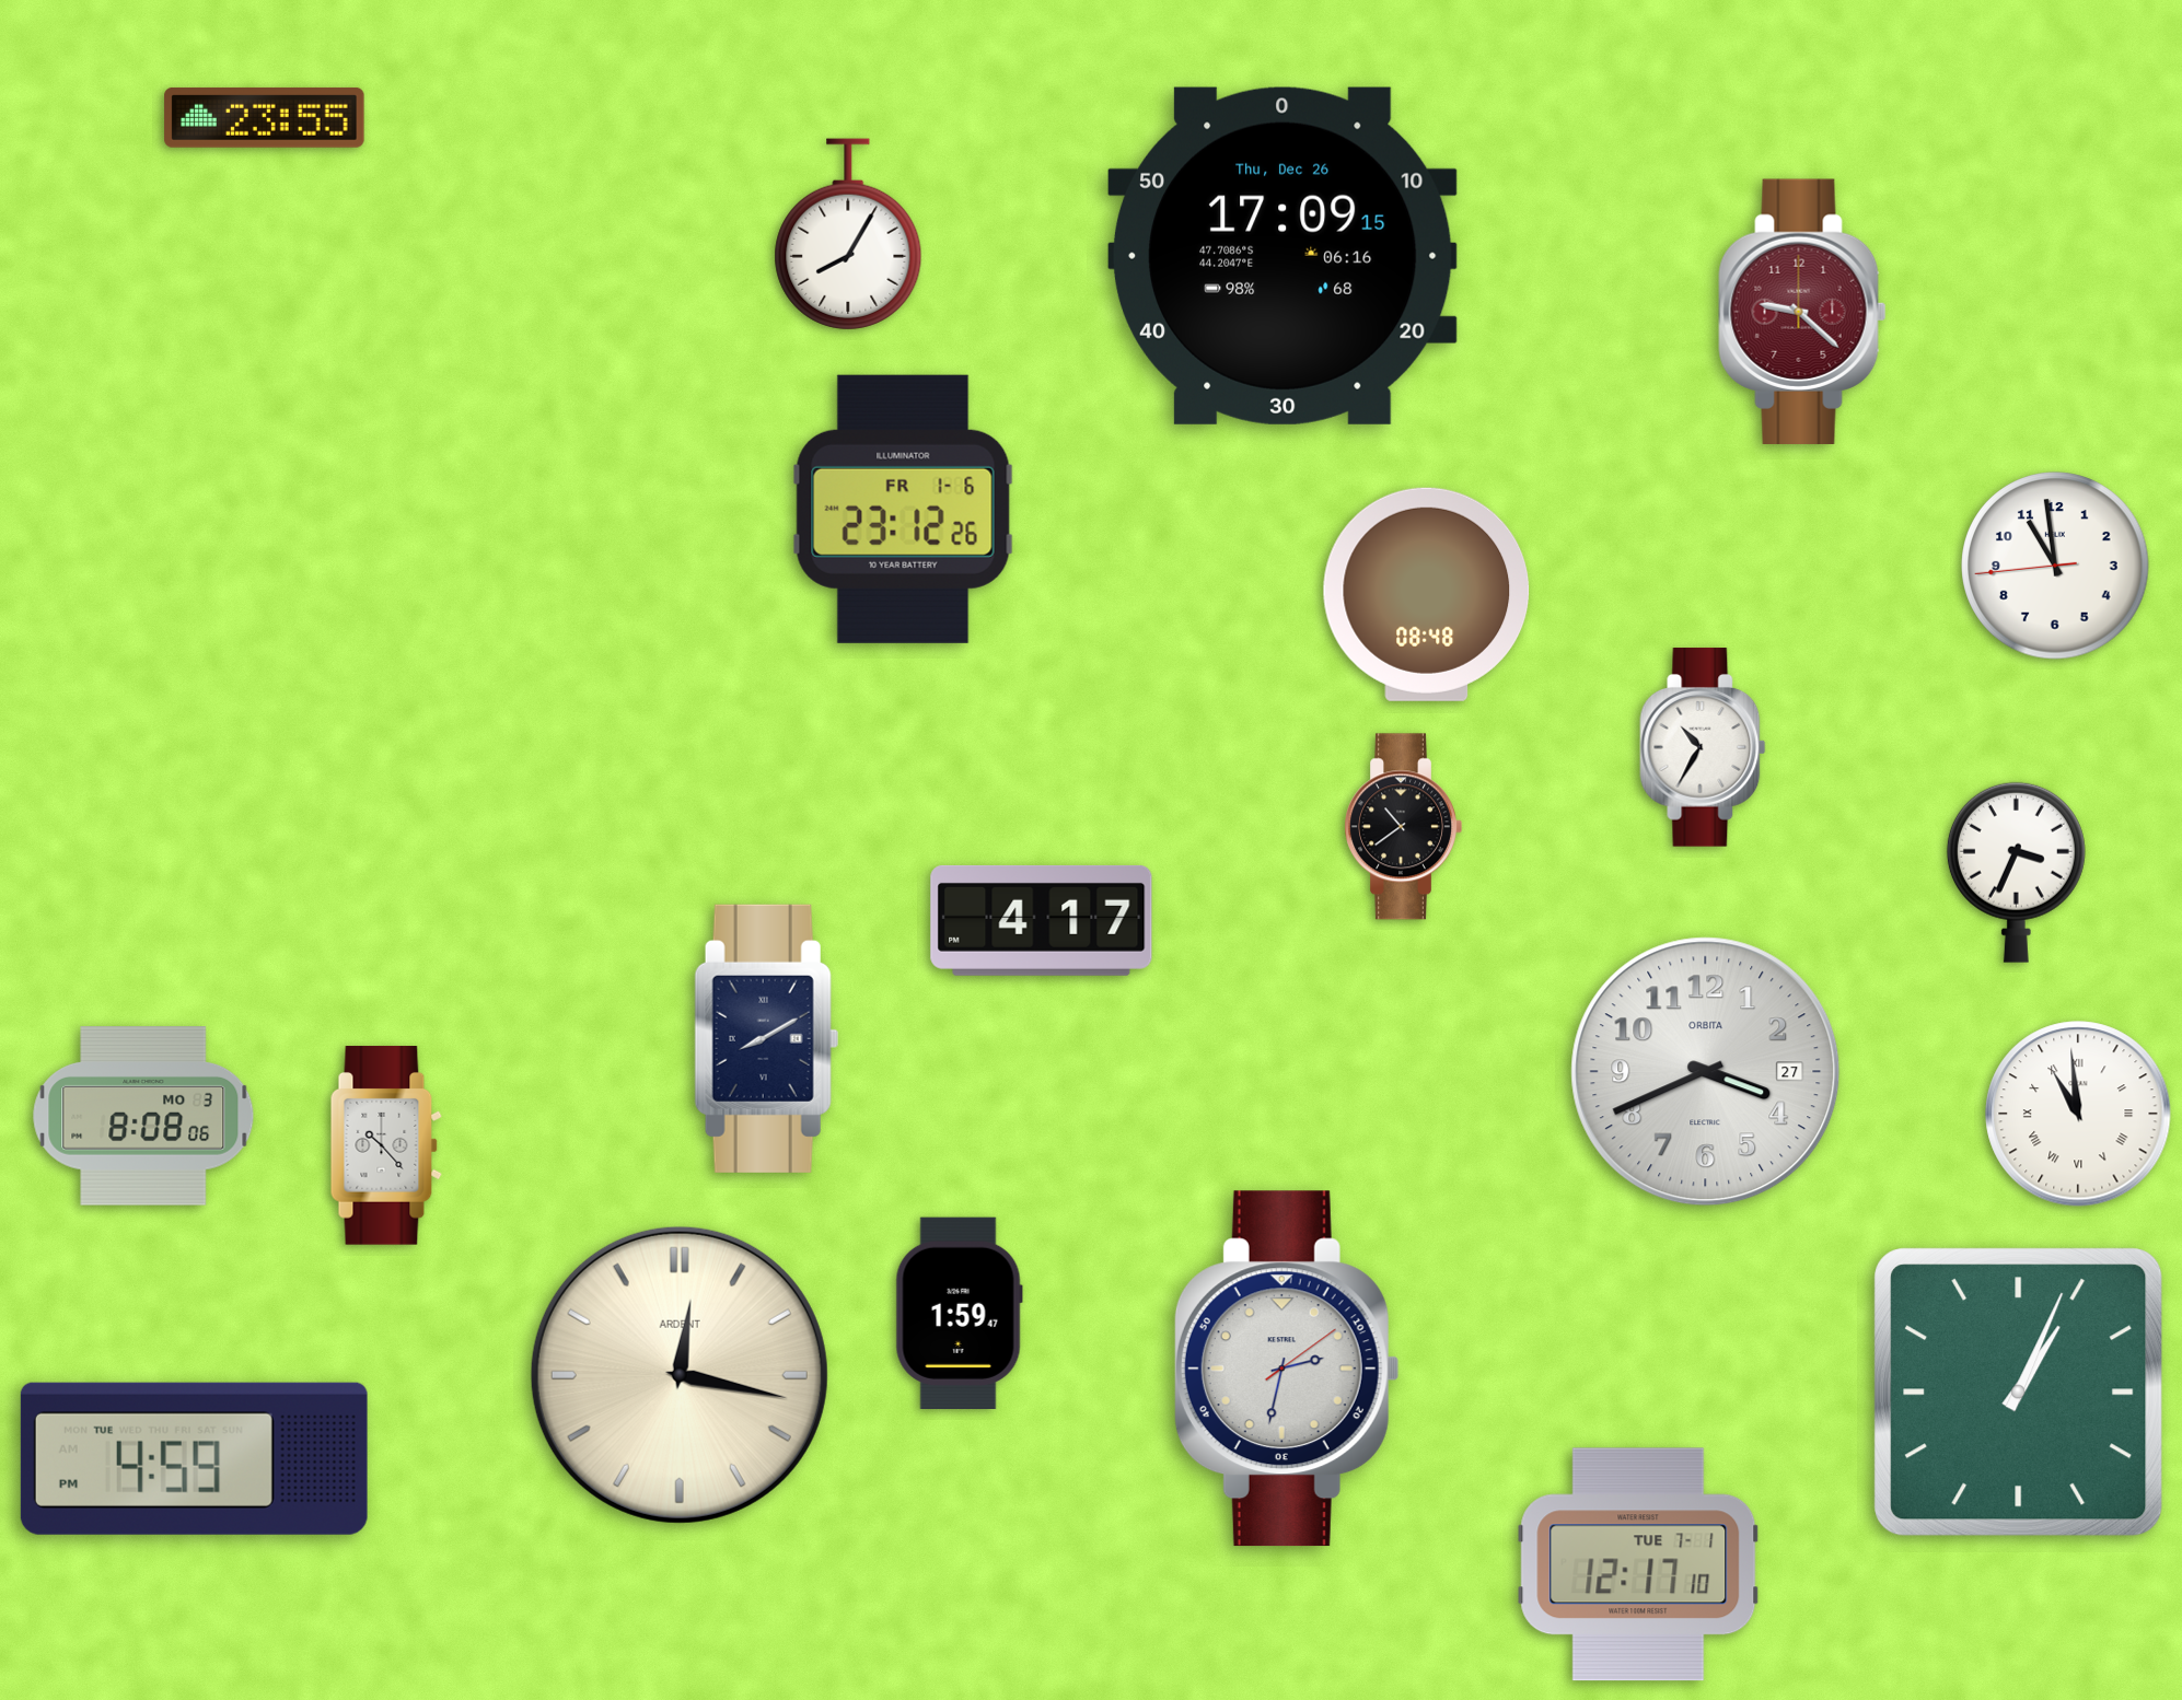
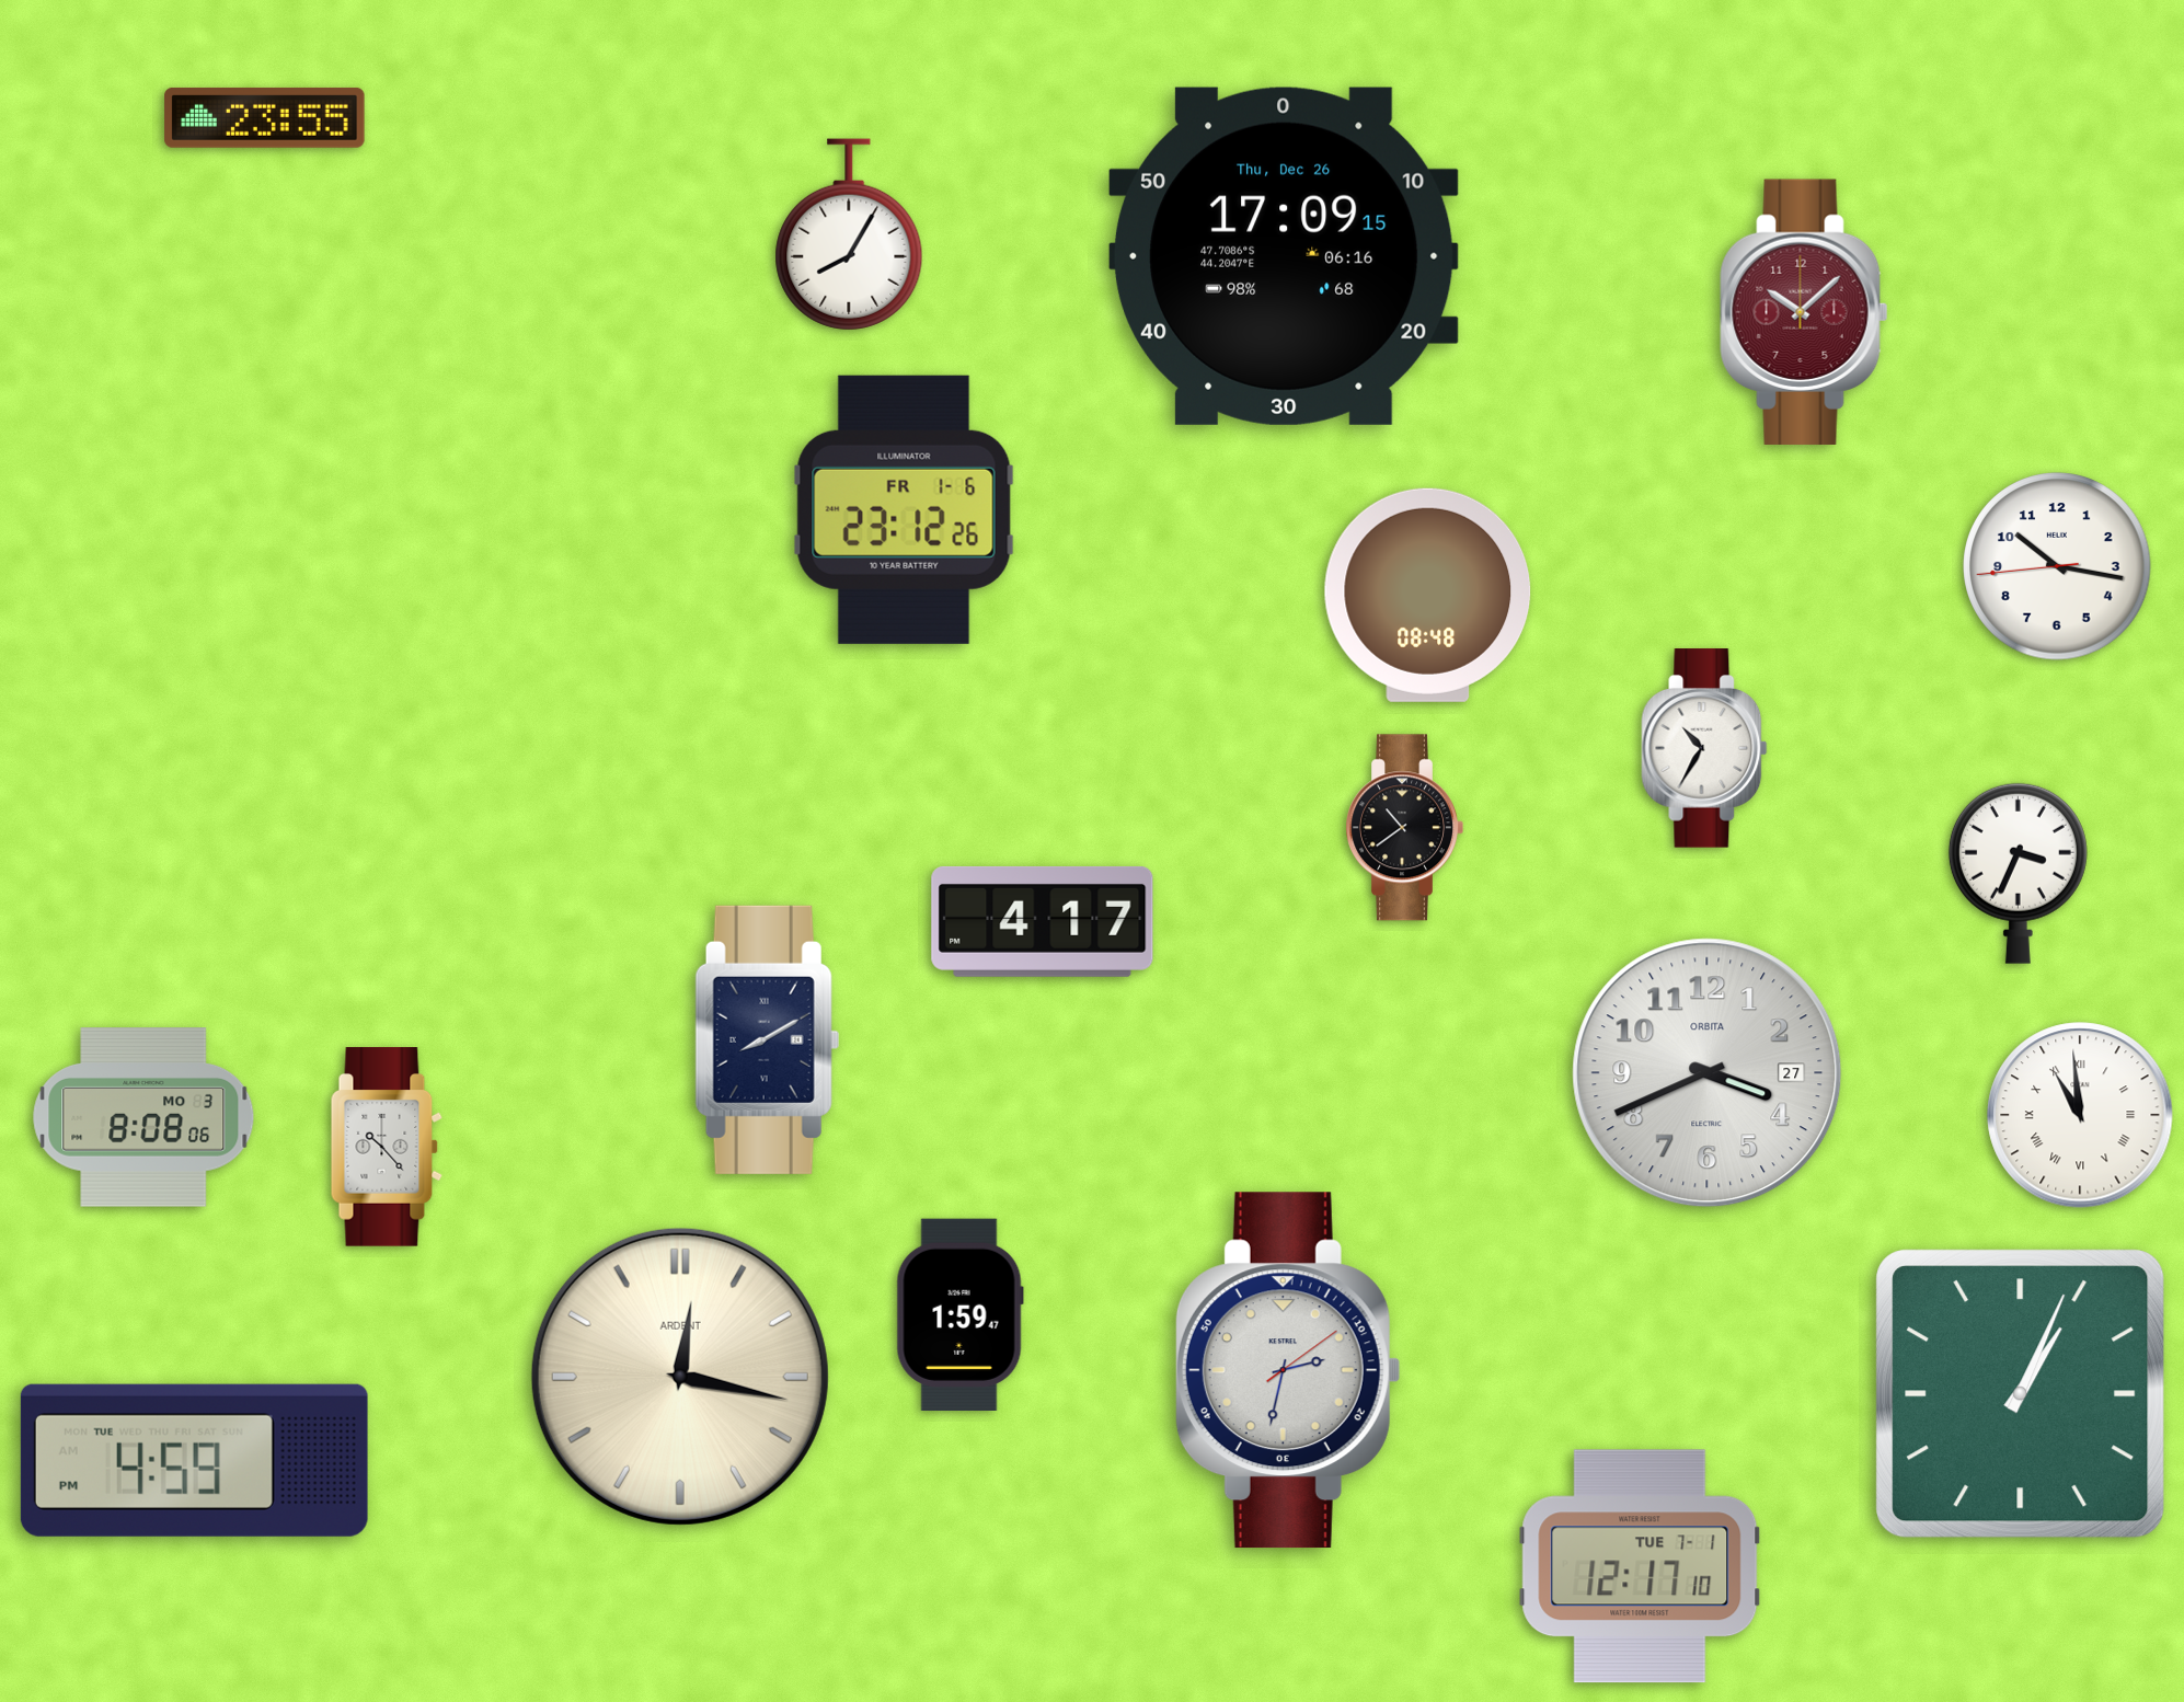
clock at (1802, 312): 9:22 -> 10:08
clock at (2055, 566): 10:58 -> 10:16
